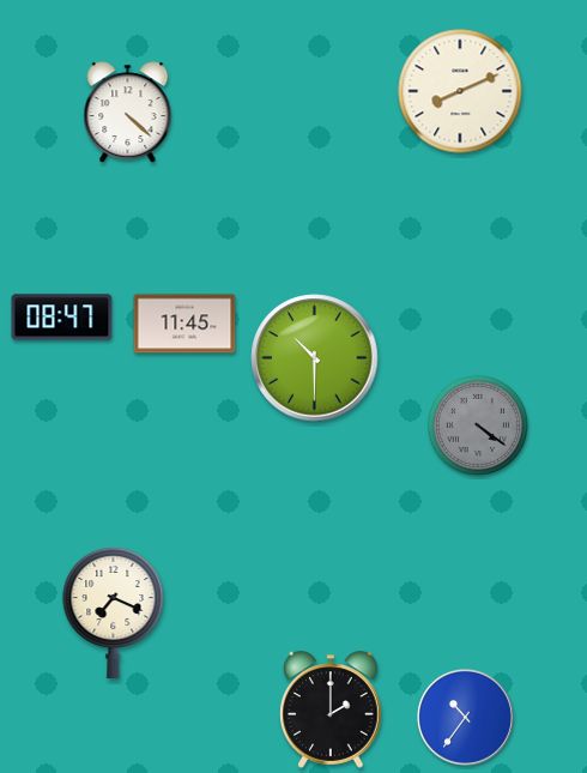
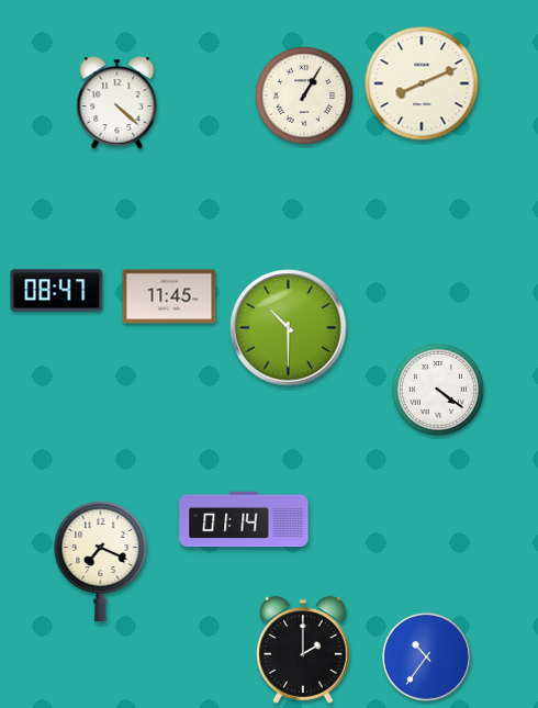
clock at (305, 97): none -> 1:05
clock at (478, 425) dial: grey -> white
clock at (244, 519): none -> 01:14
clock at (114, 611) position: (114, 611) -> (101, 560)
